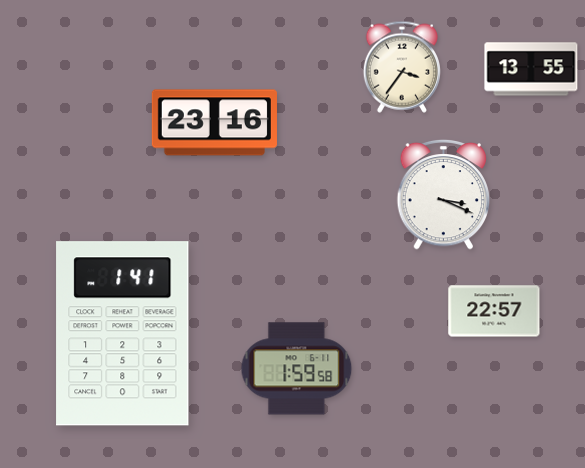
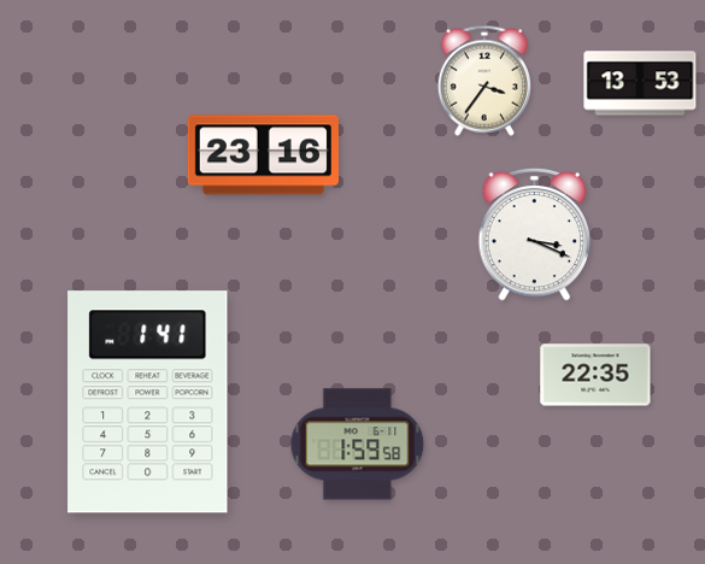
clock at (531, 69): 13:55 -> 13:53
clock at (214, 123) position: (214, 123) -> (263, 155)
clock at (494, 311): 22:57 -> 22:35
